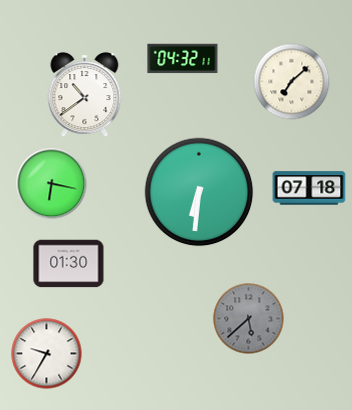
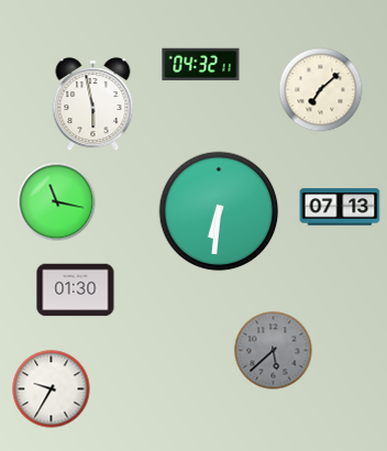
clock at (85, 95): 10:39 -> 5:58
clock at (52, 184): 6:17 -> 11:17
clock at (309, 188): 07:18 -> 07:13
